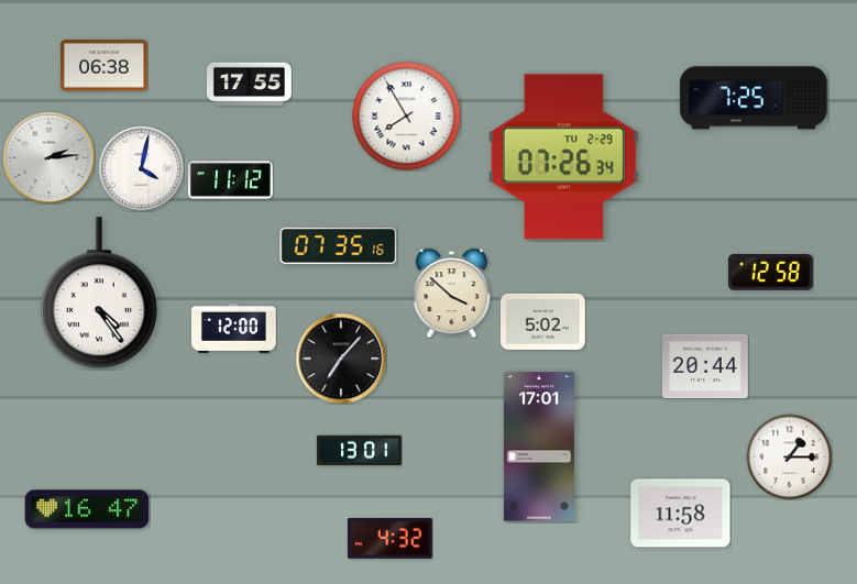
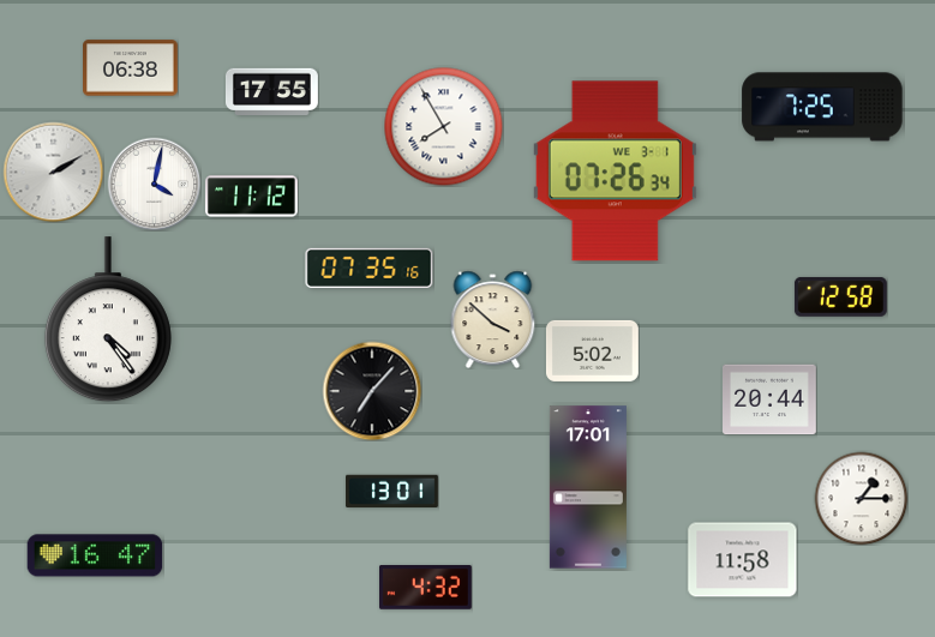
clock at (105, 66) position: (105, 66) -> (131, 68)
clock at (48, 157): 2:14 -> 2:10
clock at (563, 157) date: TU 2-29 -> WE 3-1
clock at (234, 328): 12:00 -> none
